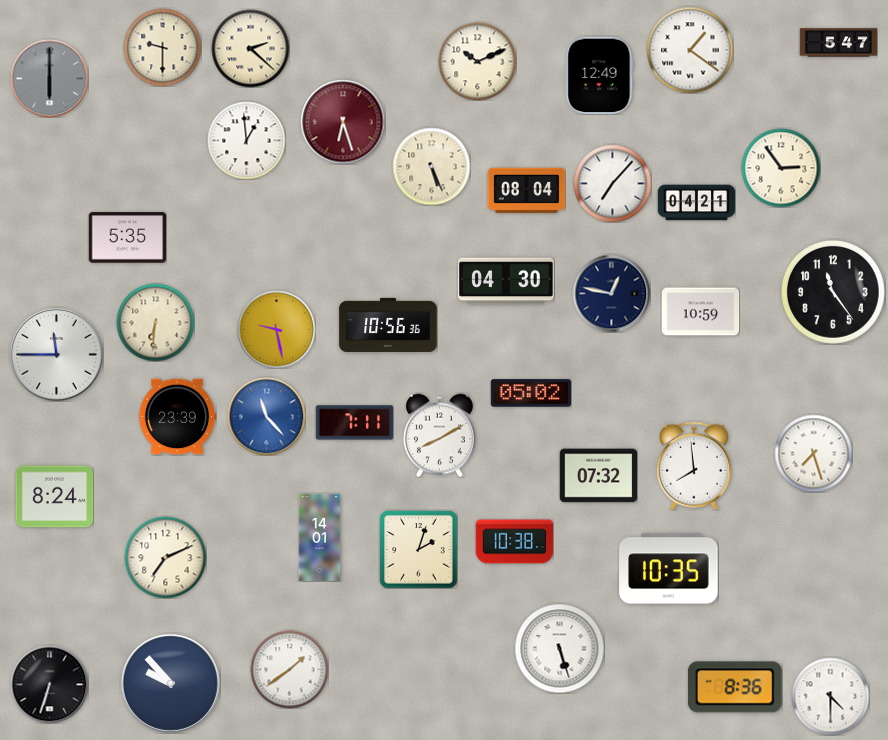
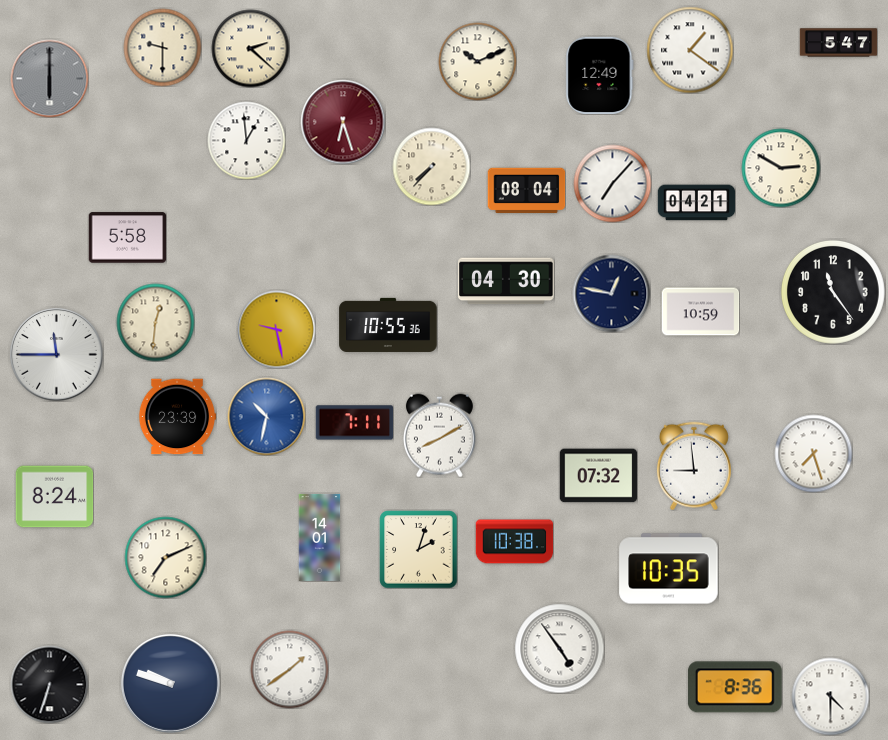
clock at (431, 166): 5:26 -> 7:37
clock at (781, 168): 2:54 -> 2:50
clock at (127, 238): 5:35 -> 5:58
clock at (155, 322): 6:31 -> 12:31
clock at (388, 325): 10:56 -> 10:55
clock at (530, 393): 05:02 -> none
clock at (266, 416): 11:23 -> 10:32
clock at (694, 466): 7:59 -> 8:59
clock at (559, 648): 5:27 -> 4:54
clock at (170, 683): 9:53 -> 9:48
